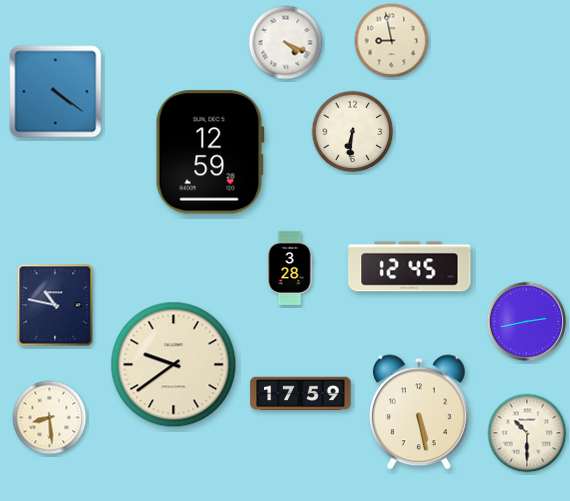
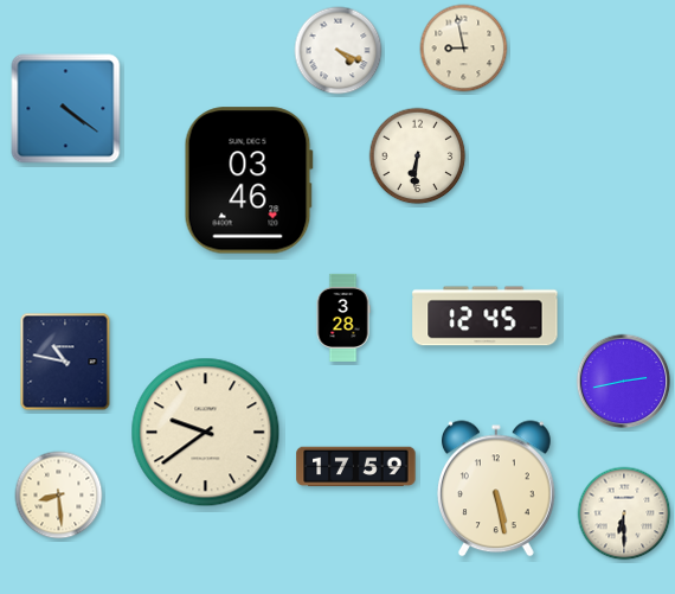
clock at (210, 152): 12:59 -> 03:46
clock at (527, 433): 10:30 -> 6:30
